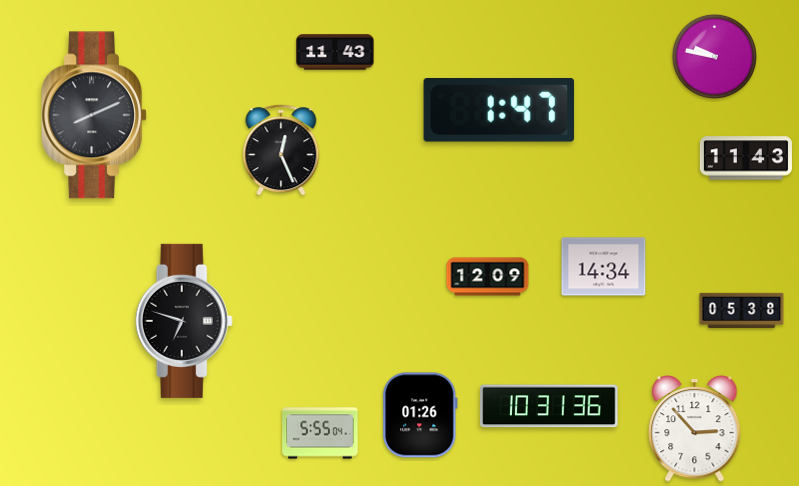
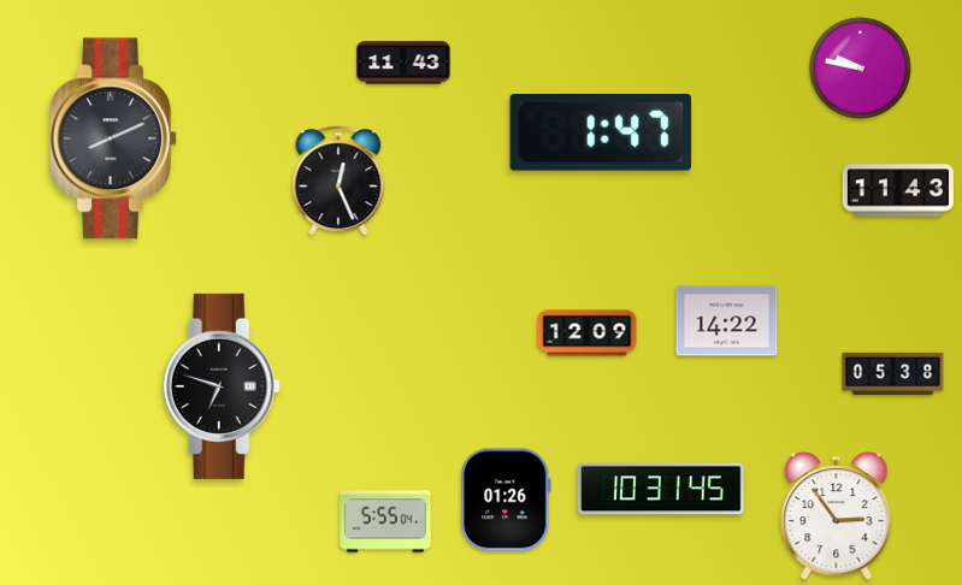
clock at (604, 267): 14:34 -> 14:22
clock at (549, 406): 10:31:36 -> 10:31:45
clock at (695, 429): 2:53 -> 2:54
